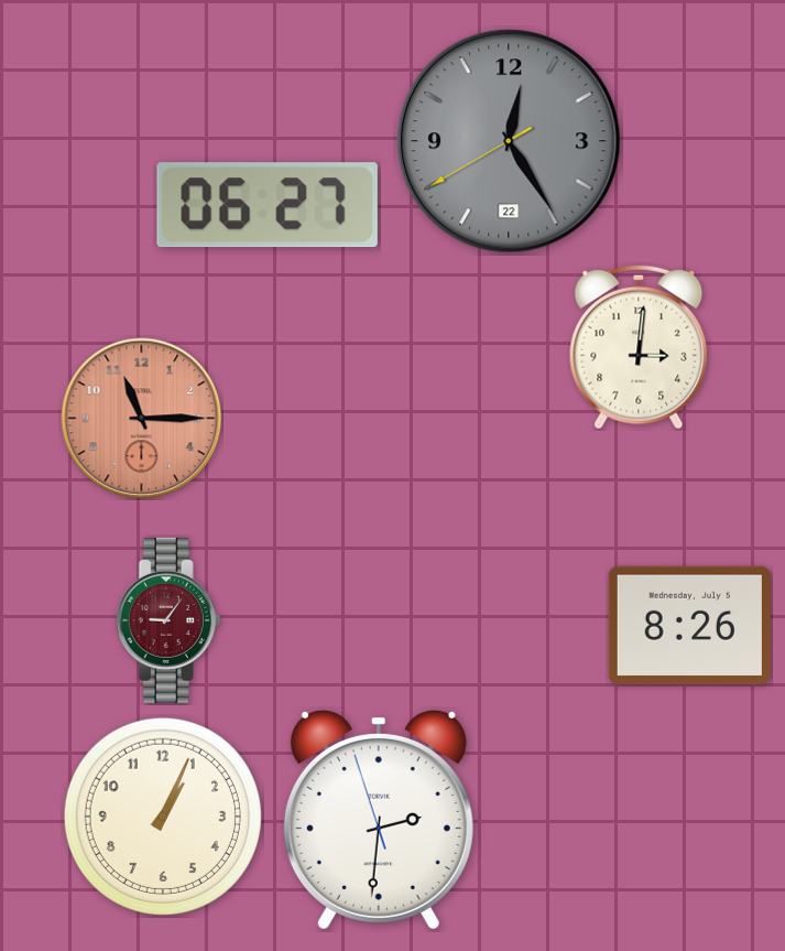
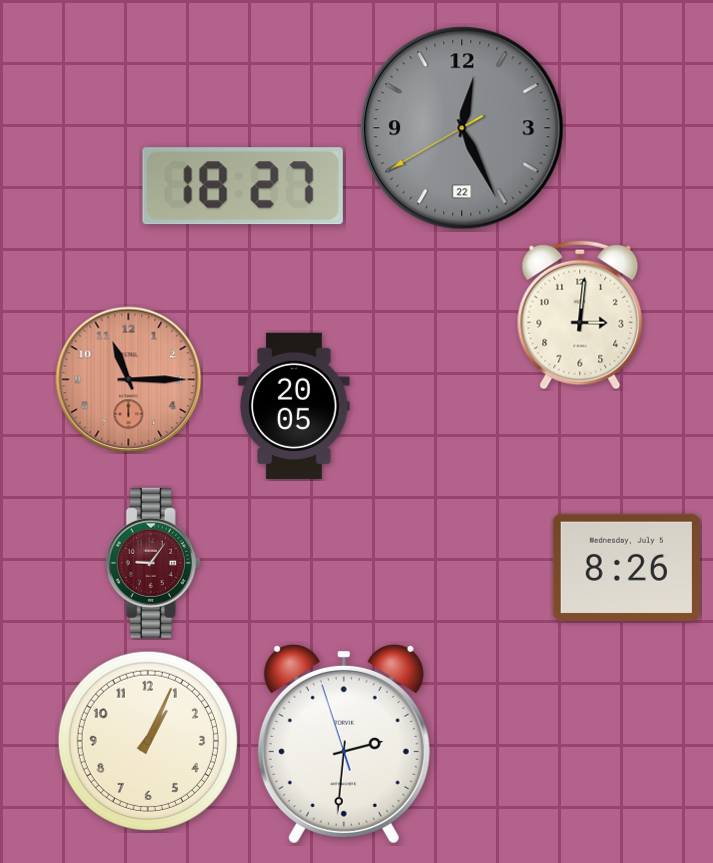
clock at (509, 141): 12:24 -> 12:25
clock at (268, 205): 06:27 -> 18:27
clock at (294, 406): none -> 20:05
